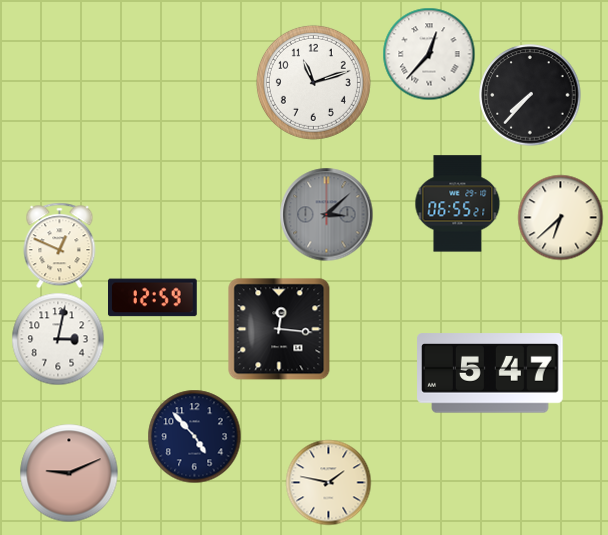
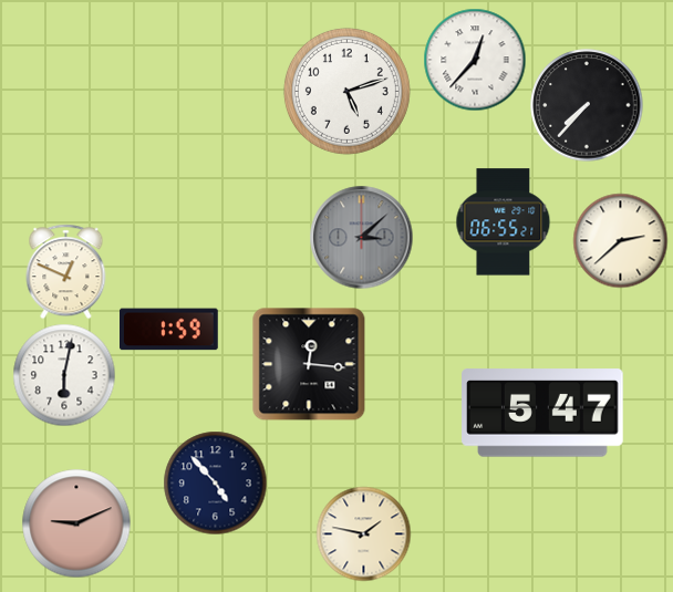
clock at (313, 82): 11:12 -> 5:12
clock at (458, 204) position: (458, 204) -> (504, 222)
clock at (560, 217): 6:38 -> 2:38
clock at (153, 298): 12:59 -> 1:59
clock at (58, 339): 3:02 -> 6:02
